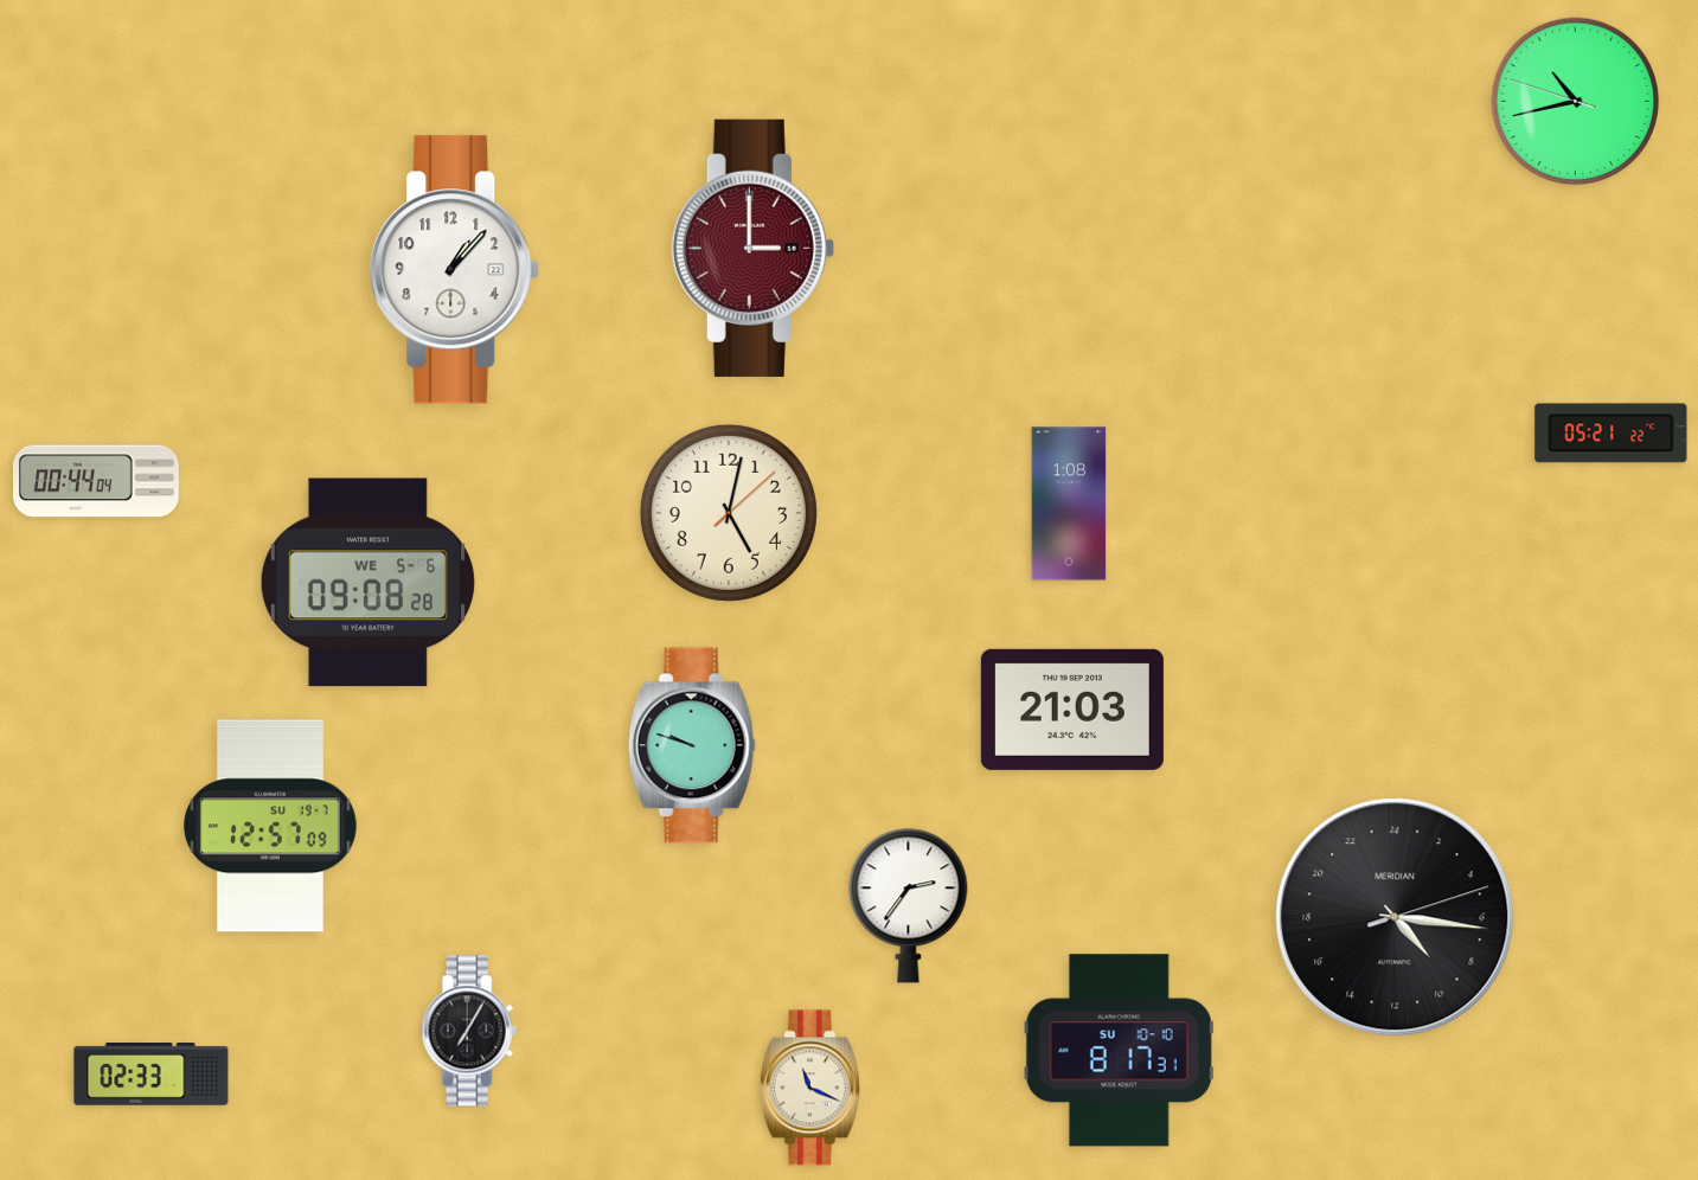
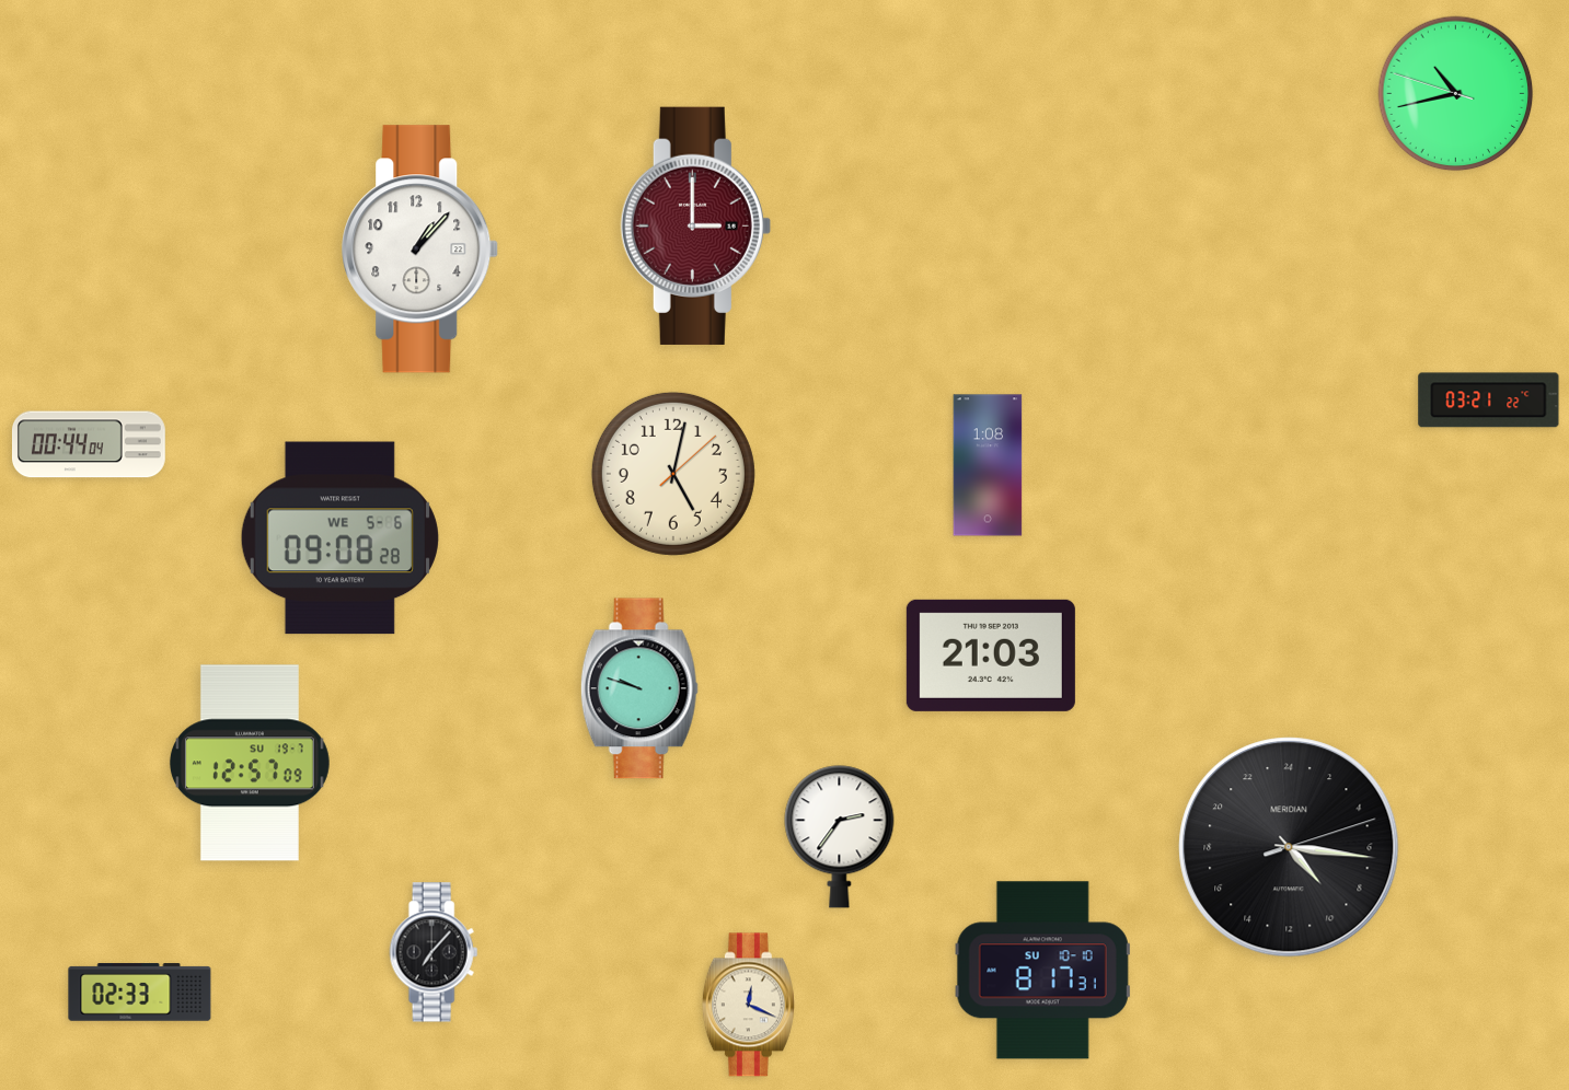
clock at (752, 248) position: (752, 248) -> (695, 225)
clock at (1612, 434): 05:21 -> 03:21
clock at (469, 1031): 7:05 -> 7:07
clock at (1119, 1051) position: (1119, 1051) -> (1042, 971)
clock at (810, 1088): 11:19 -> 12:19
